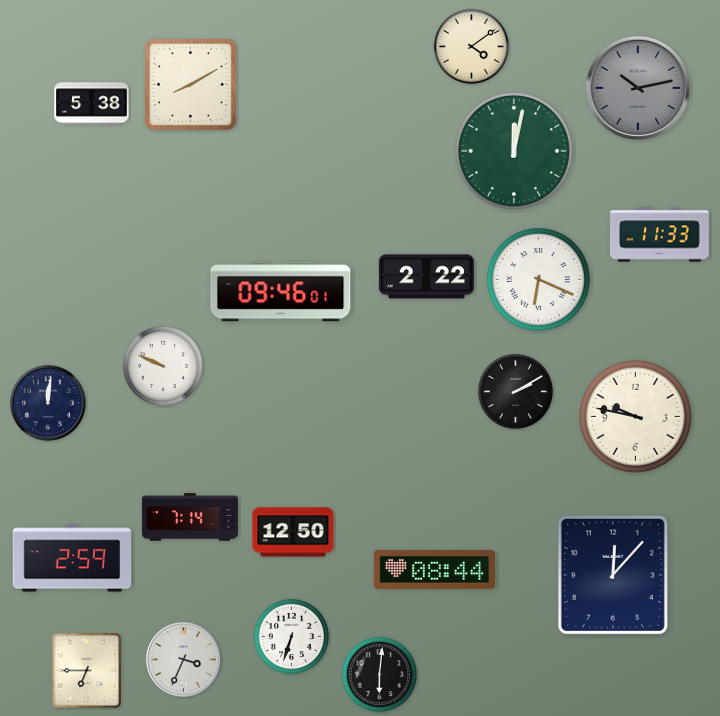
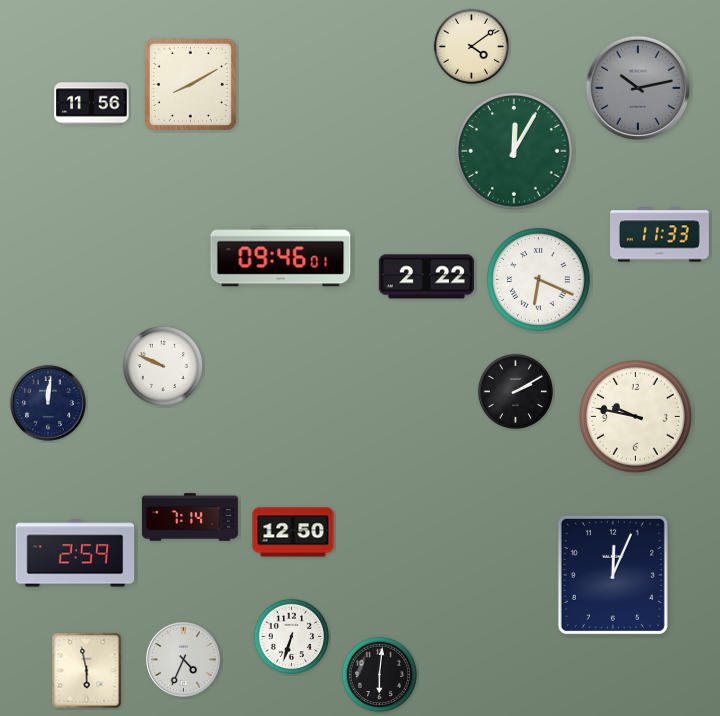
clock at (92, 104): 5:38 -> 11:56
clock at (515, 152): 12:02 -> 12:05
clock at (281, 292) position: (281, 292) -> (281, 257)
clock at (72, 558) position: (72, 558) -> (75, 553)
clock at (434, 569): 08:44 -> none
clock at (613, 575): 12:07 -> 12:04
clock at (183, 659): 3:34 -> 4:34
clock at (87, 671): 6:45 -> 5:58
